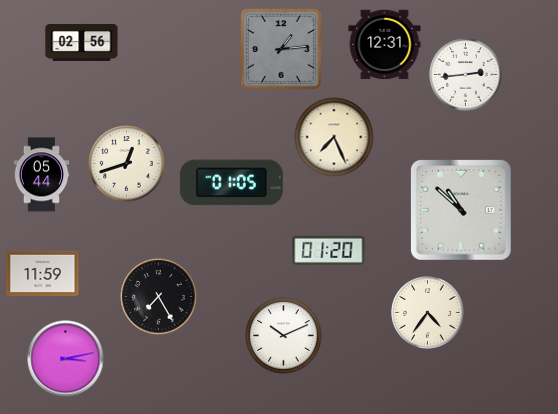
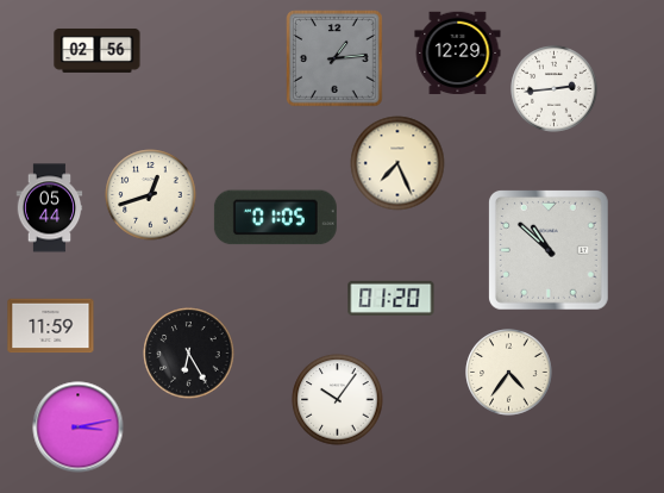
clock at (385, 45): 12:31 -> 12:29
clock at (159, 297): 7:25 -> 6:25
clock at (284, 336): 10:11 -> 10:06
